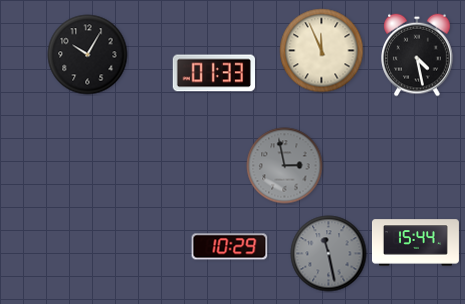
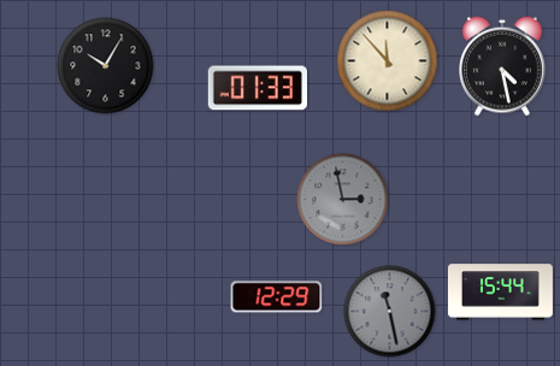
clock at (322, 51): 11:56 -> 11:53
clock at (230, 247): 10:29 -> 12:29
clock at (329, 254) position: (329, 254) -> (390, 312)
